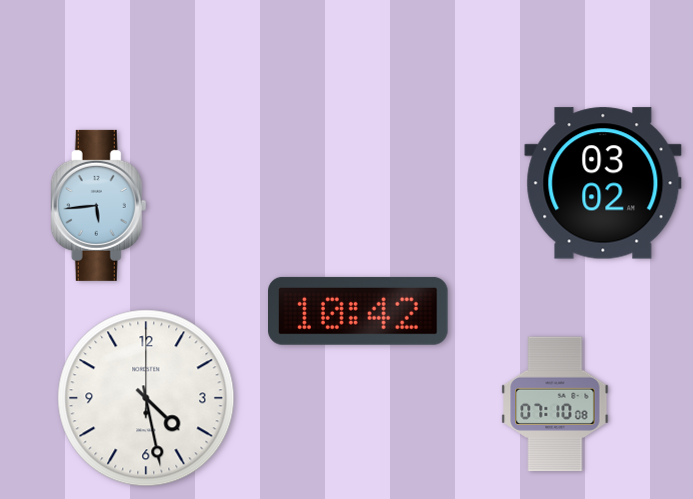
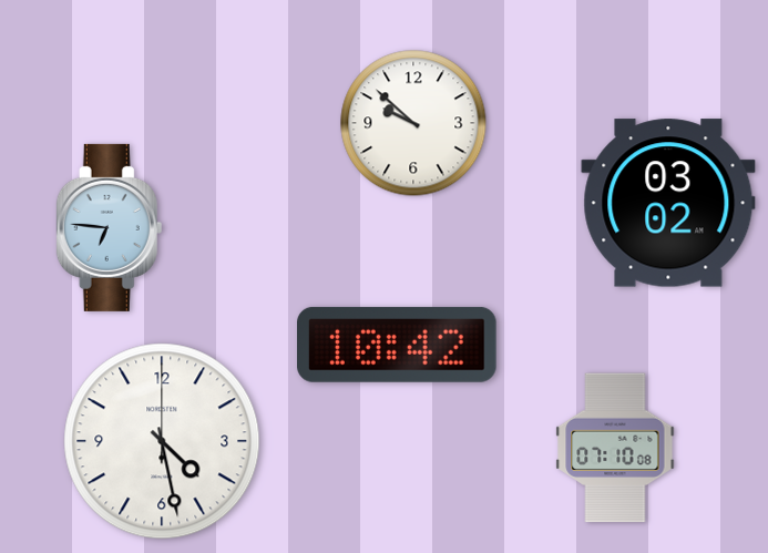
clock at (413, 123): none -> 9:52
clock at (99, 205): 5:44 -> 6:46
